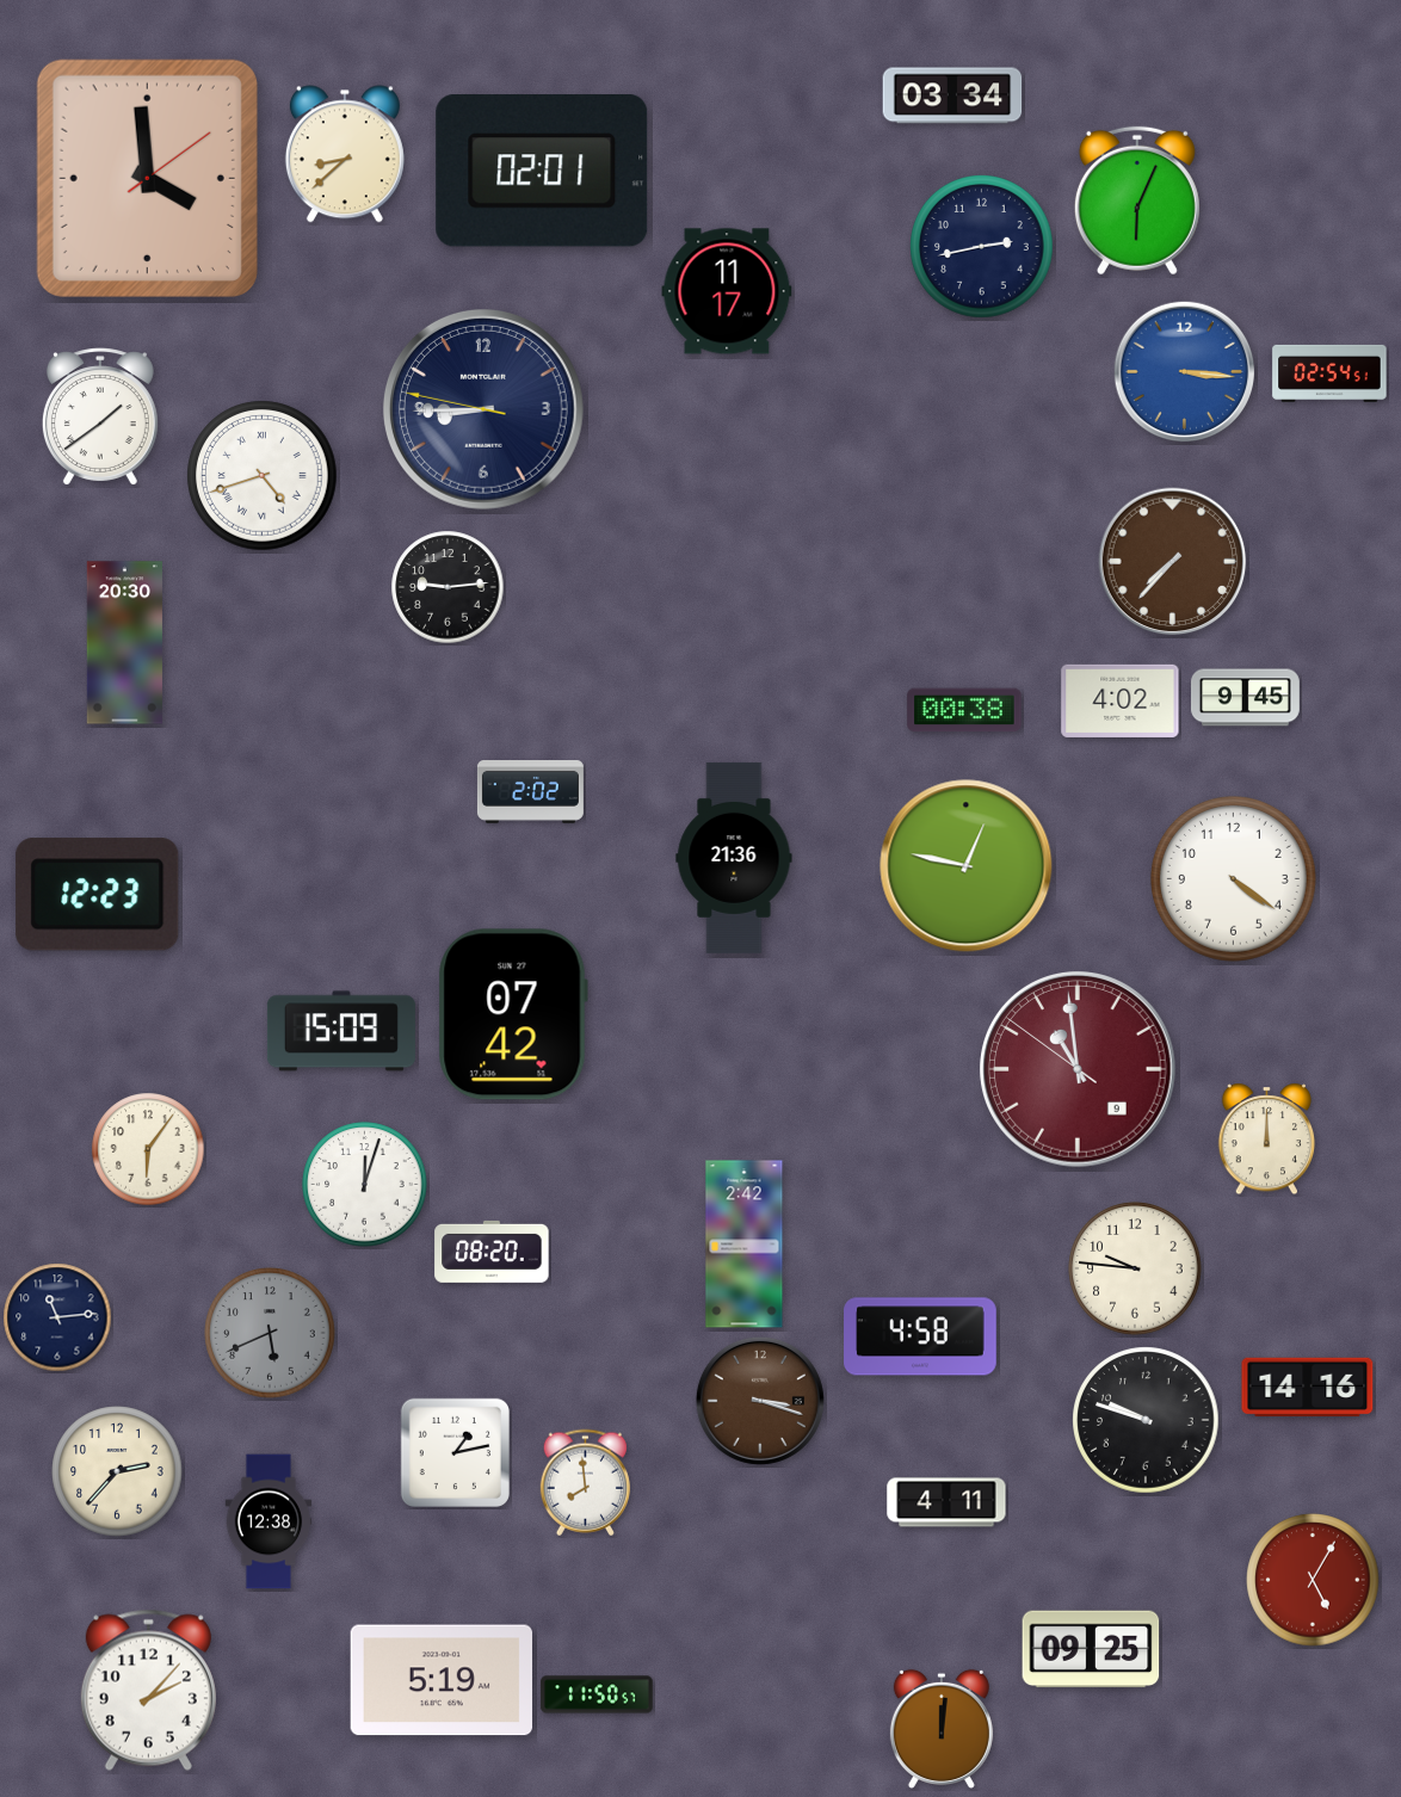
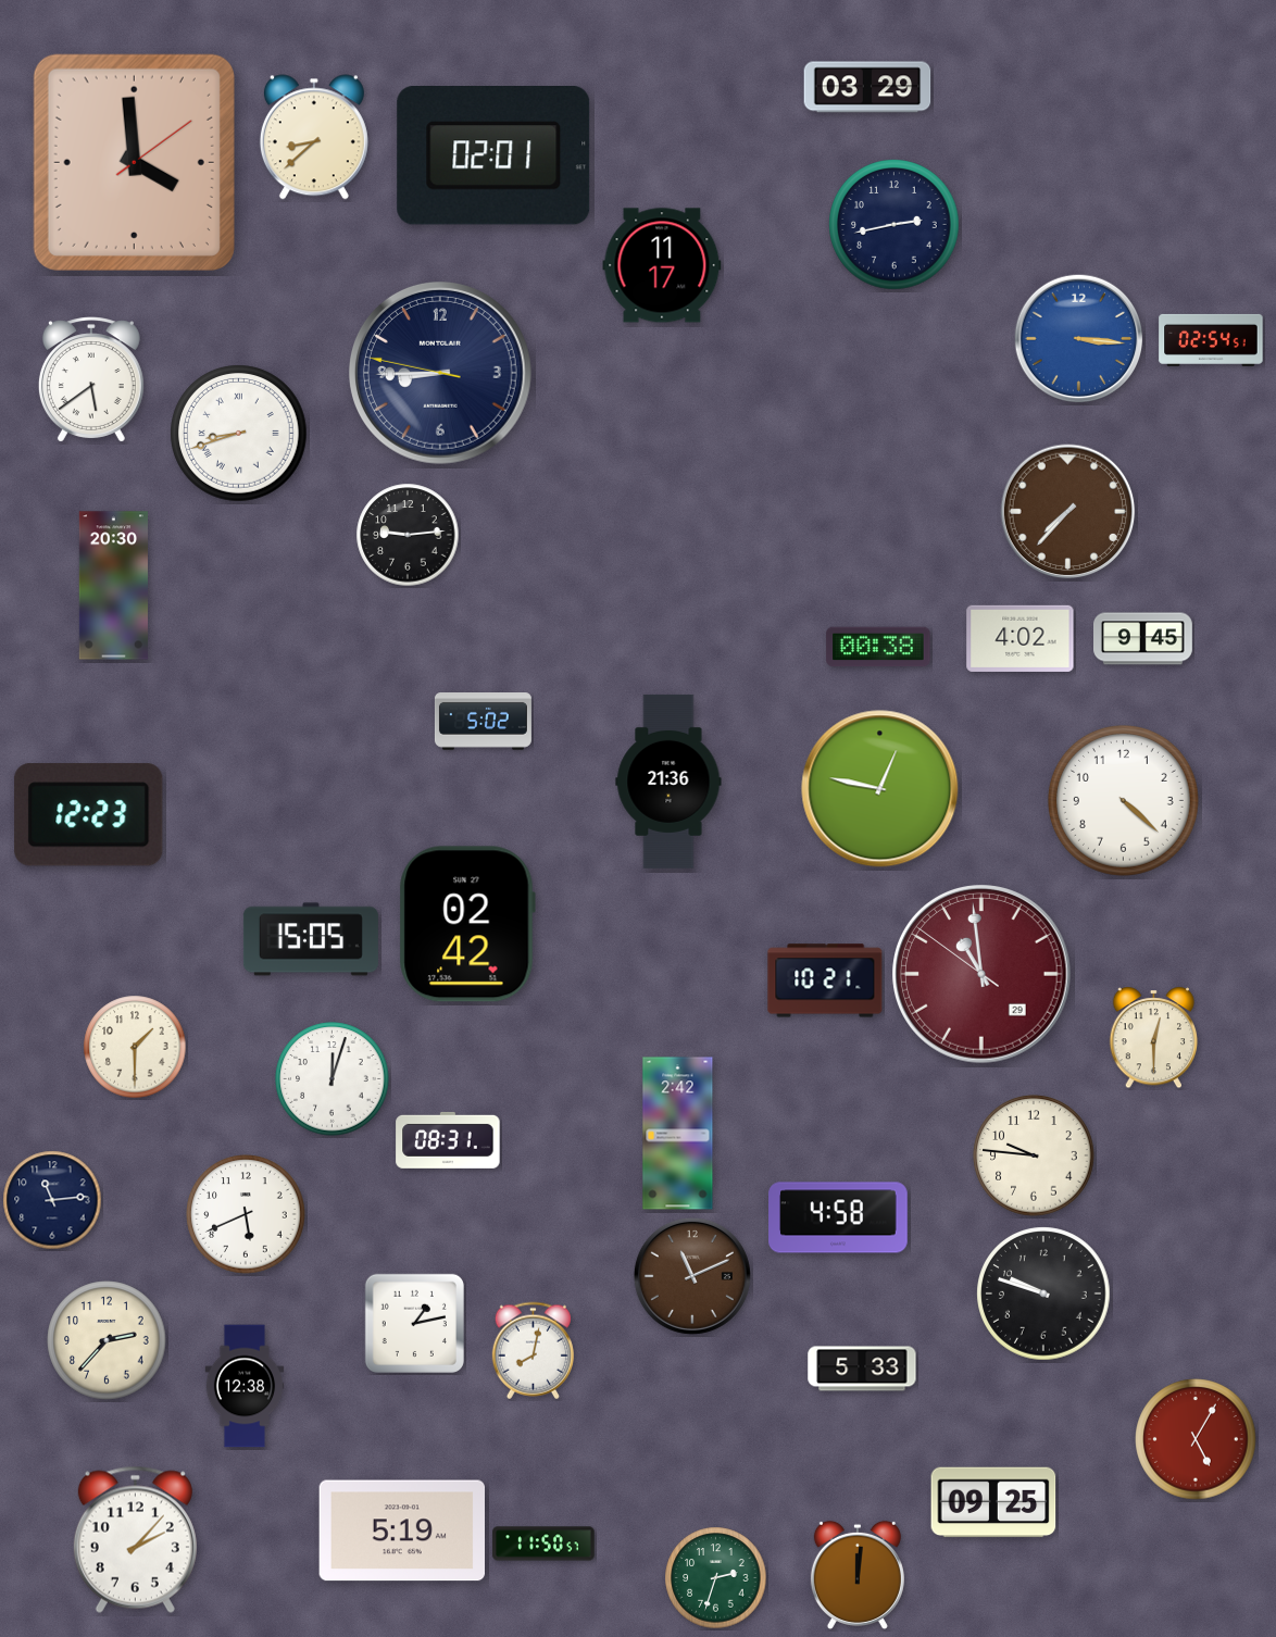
clock at (952, 95): 03:34 -> 03:29
clock at (345, 154) position: (345, 154) -> (314, 137)
clock at (1137, 200): 6:04 -> none
clock at (100, 416): 1:39 -> 5:39
clock at (263, 476): 4:42 -> 8:42
clock at (1246, 698) position: (1246, 698) -> (1143, 639)
clock at (530, 792): 2:02 -> 5:02
clock at (1233, 878): 4:21 -> 4:22
clock at (513, 1014): 07:42 -> 02:42
clock at (341, 1031): 15:09 -> 15:05
clock at (1078, 1069) date: 9 -> 29
clock at (825, 980): none -> 10:21
clock at (1267, 1140): 12:00 -> 12:30
clock at (148, 1149): 6:06 -> 1:30
clock at (492, 1252): 08:20 -> 08:31
clock at (270, 1333) dial: grey -> white
clock at (1308, 1388): 14:16 -> none
clock at (760, 1401): 3:18 -> 11:11
clock at (585, 1483): 7:59 -> 8:02
clock at (946, 1502): 4:11 -> 5:33
clock at (716, 1578): none -> 2:33
